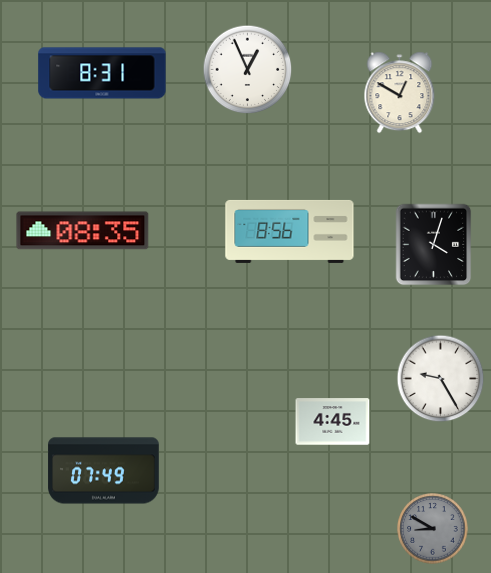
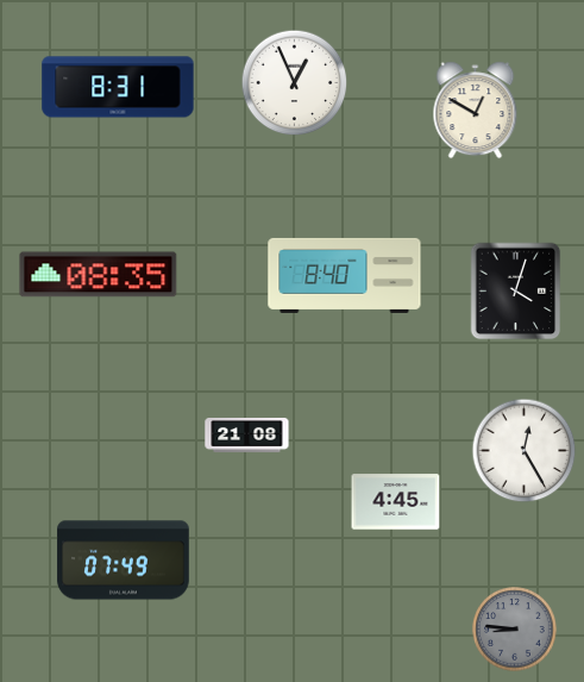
clock at (102, 73) position: (102, 73) -> (118, 87)
clock at (290, 231): 8:56 -> 8:40
clock at (247, 436): none -> 21:08
clock at (441, 379): 9:25 -> 12:25
clock at (433, 529): 8:50 -> 8:46
